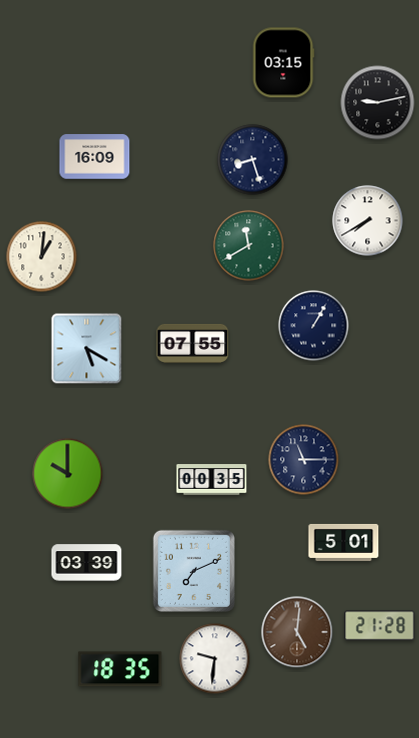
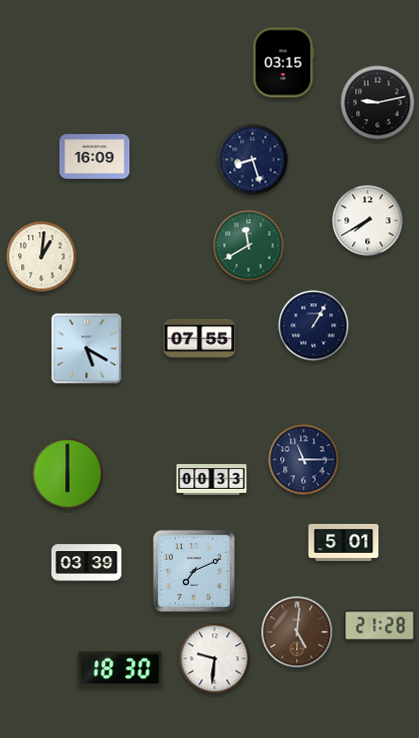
clock at (193, 343) position: (193, 343) -> (200, 338)
clock at (68, 474): 10:00 -> 6:00
clock at (212, 480): 00:35 -> 00:33
clock at (120, 669): 18:35 -> 18:30
